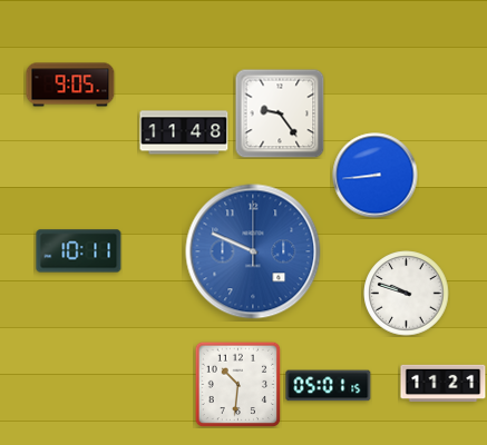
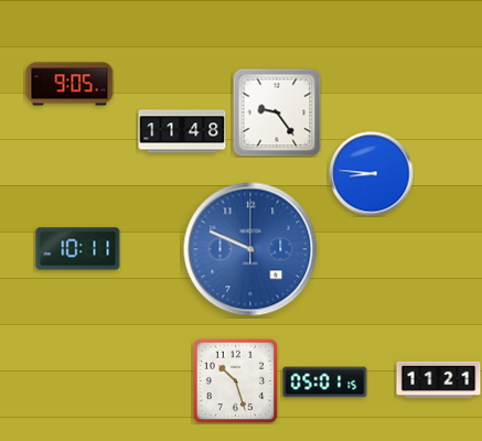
clock at (376, 176): 8:44 -> 8:46
clock at (407, 294): 9:48 -> none
clock at (237, 384): 10:31 -> 10:27
